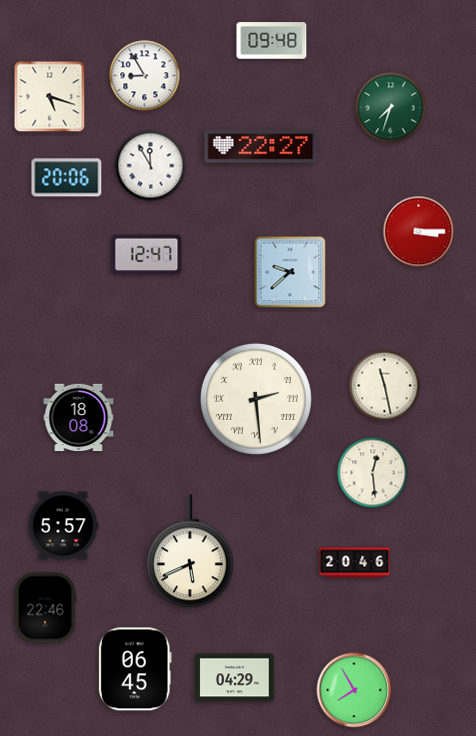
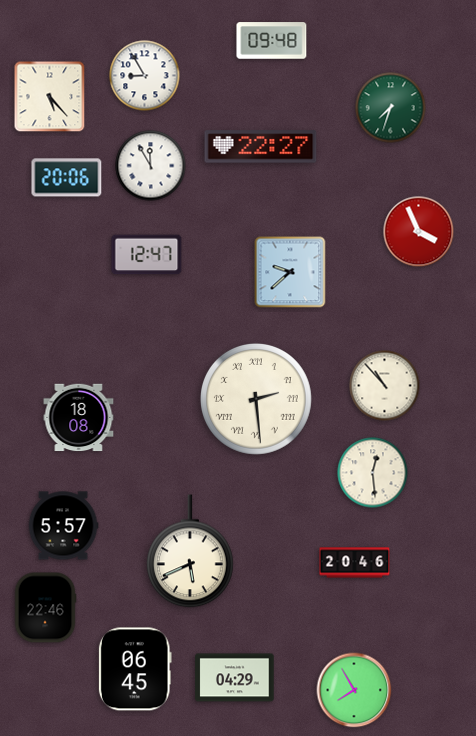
clock at (50, 97): 5:18 -> 5:23
clock at (419, 232): 3:15 -> 3:56
clock at (385, 386): 11:28 -> 10:53
